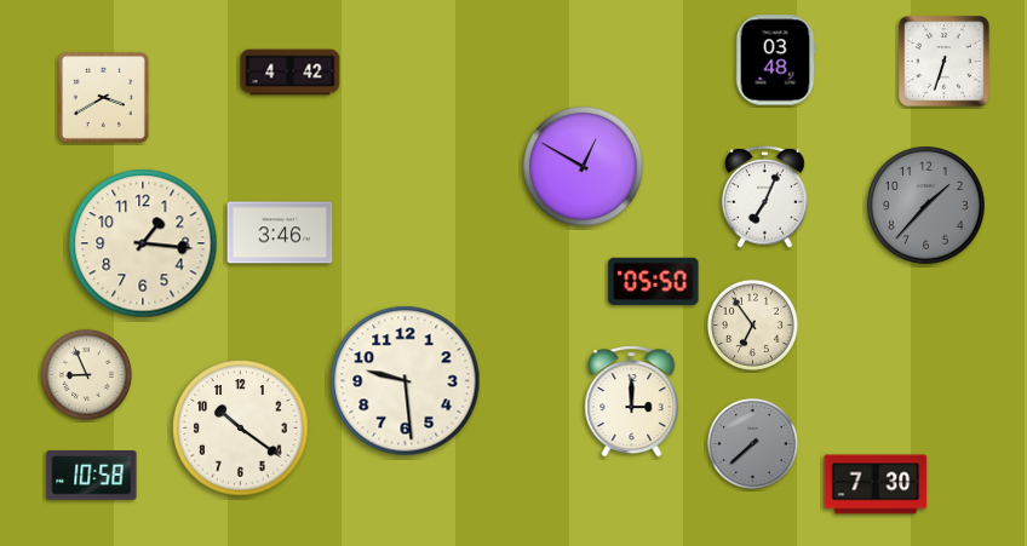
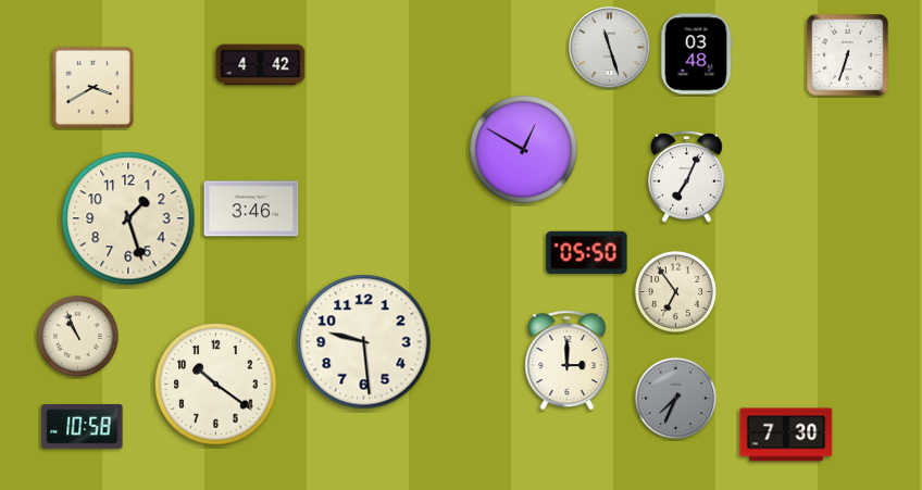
clock at (610, 48): none -> 11:27
clock at (926, 206): 1:37 -> none
clock at (143, 243): 1:16 -> 1:27
clock at (86, 374): 8:56 -> 10:56
clock at (752, 443): 7:38 -> 7:34
